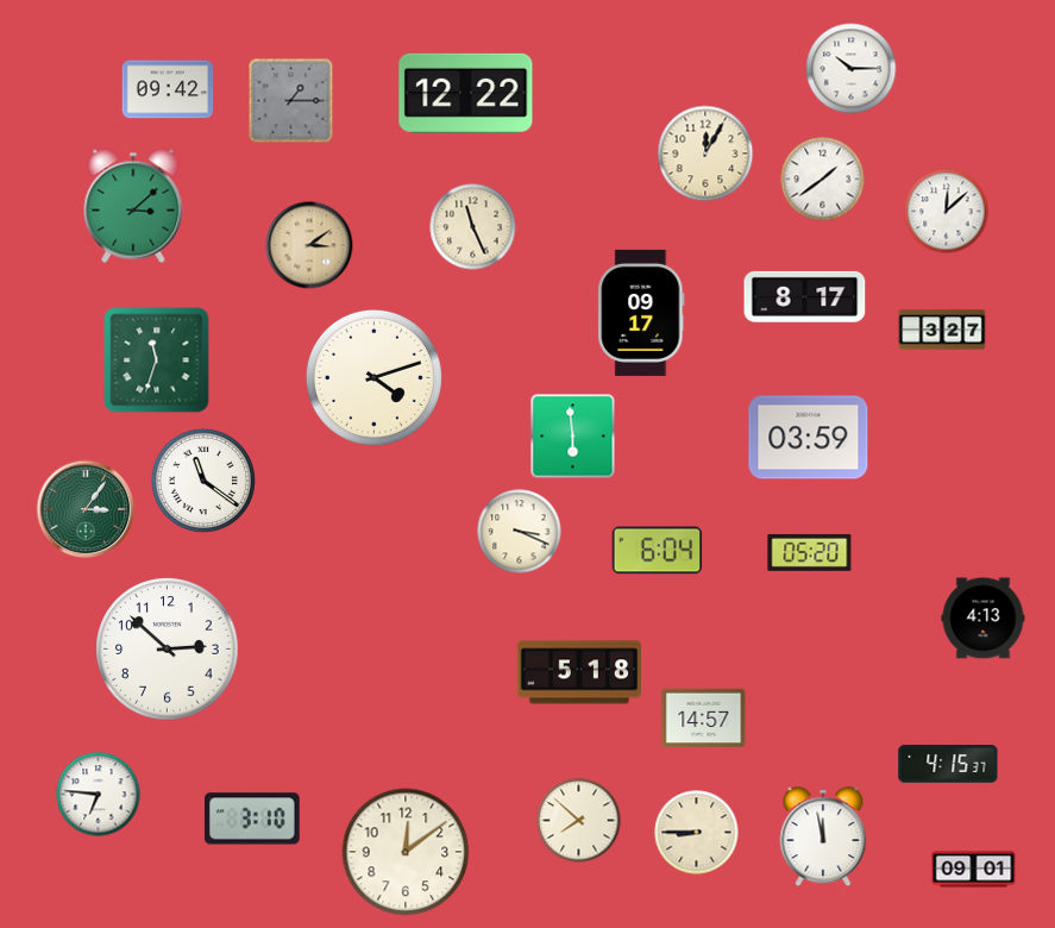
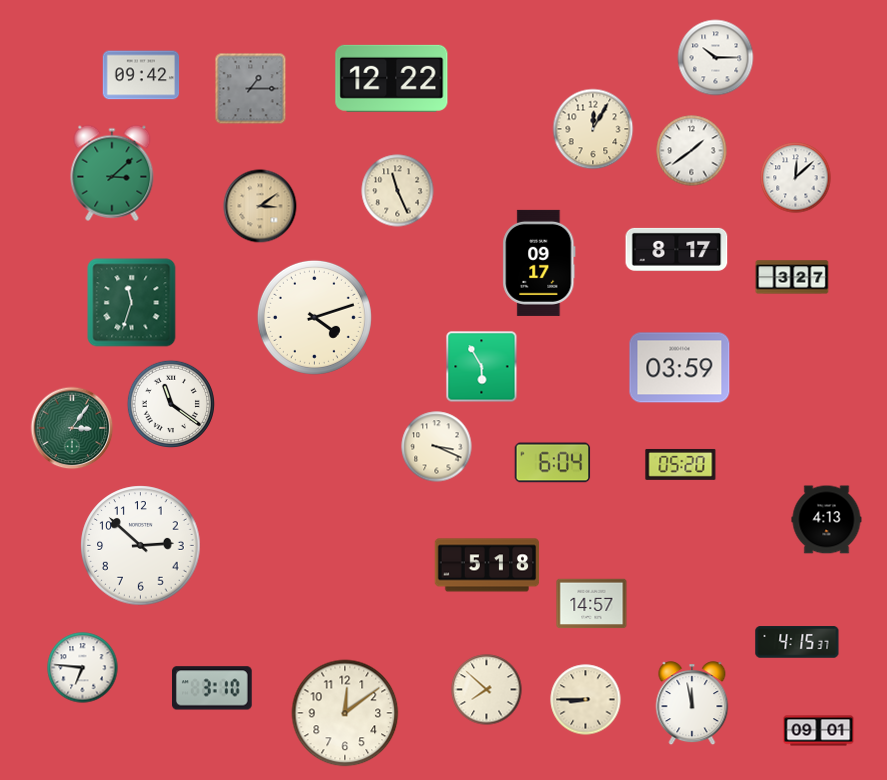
clock at (291, 101) position: (291, 101) -> (251, 89)
clock at (573, 437): 5:59 -> 5:55
clock at (406, 852) position: (406, 852) -> (345, 713)
